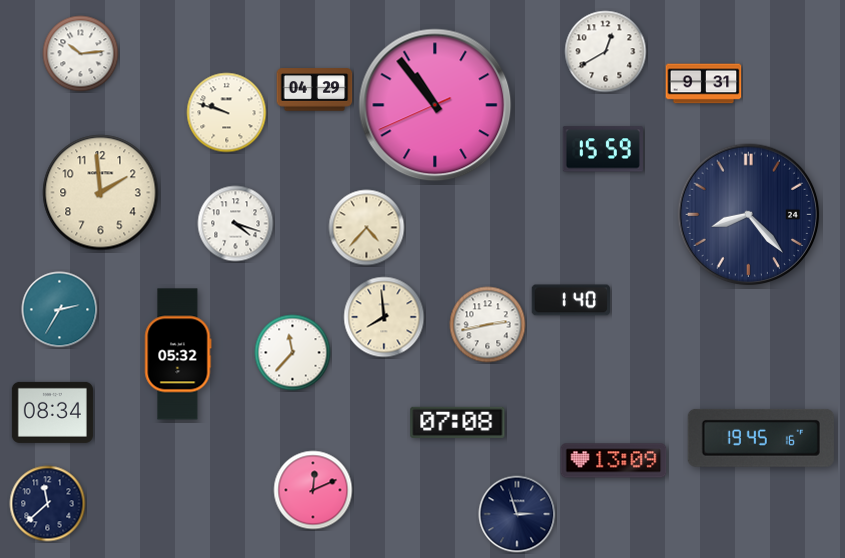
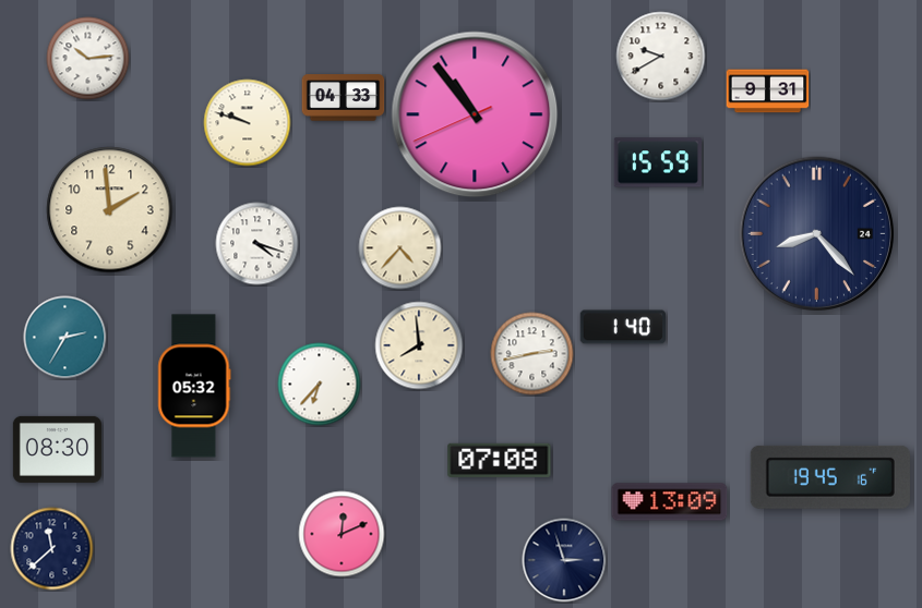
clock at (606, 52): 12:40 -> 9:40
clock at (315, 90): 04:29 -> 04:33
clock at (293, 353): 11:37 -> 6:37
clock at (52, 412): 08:34 -> 08:30
